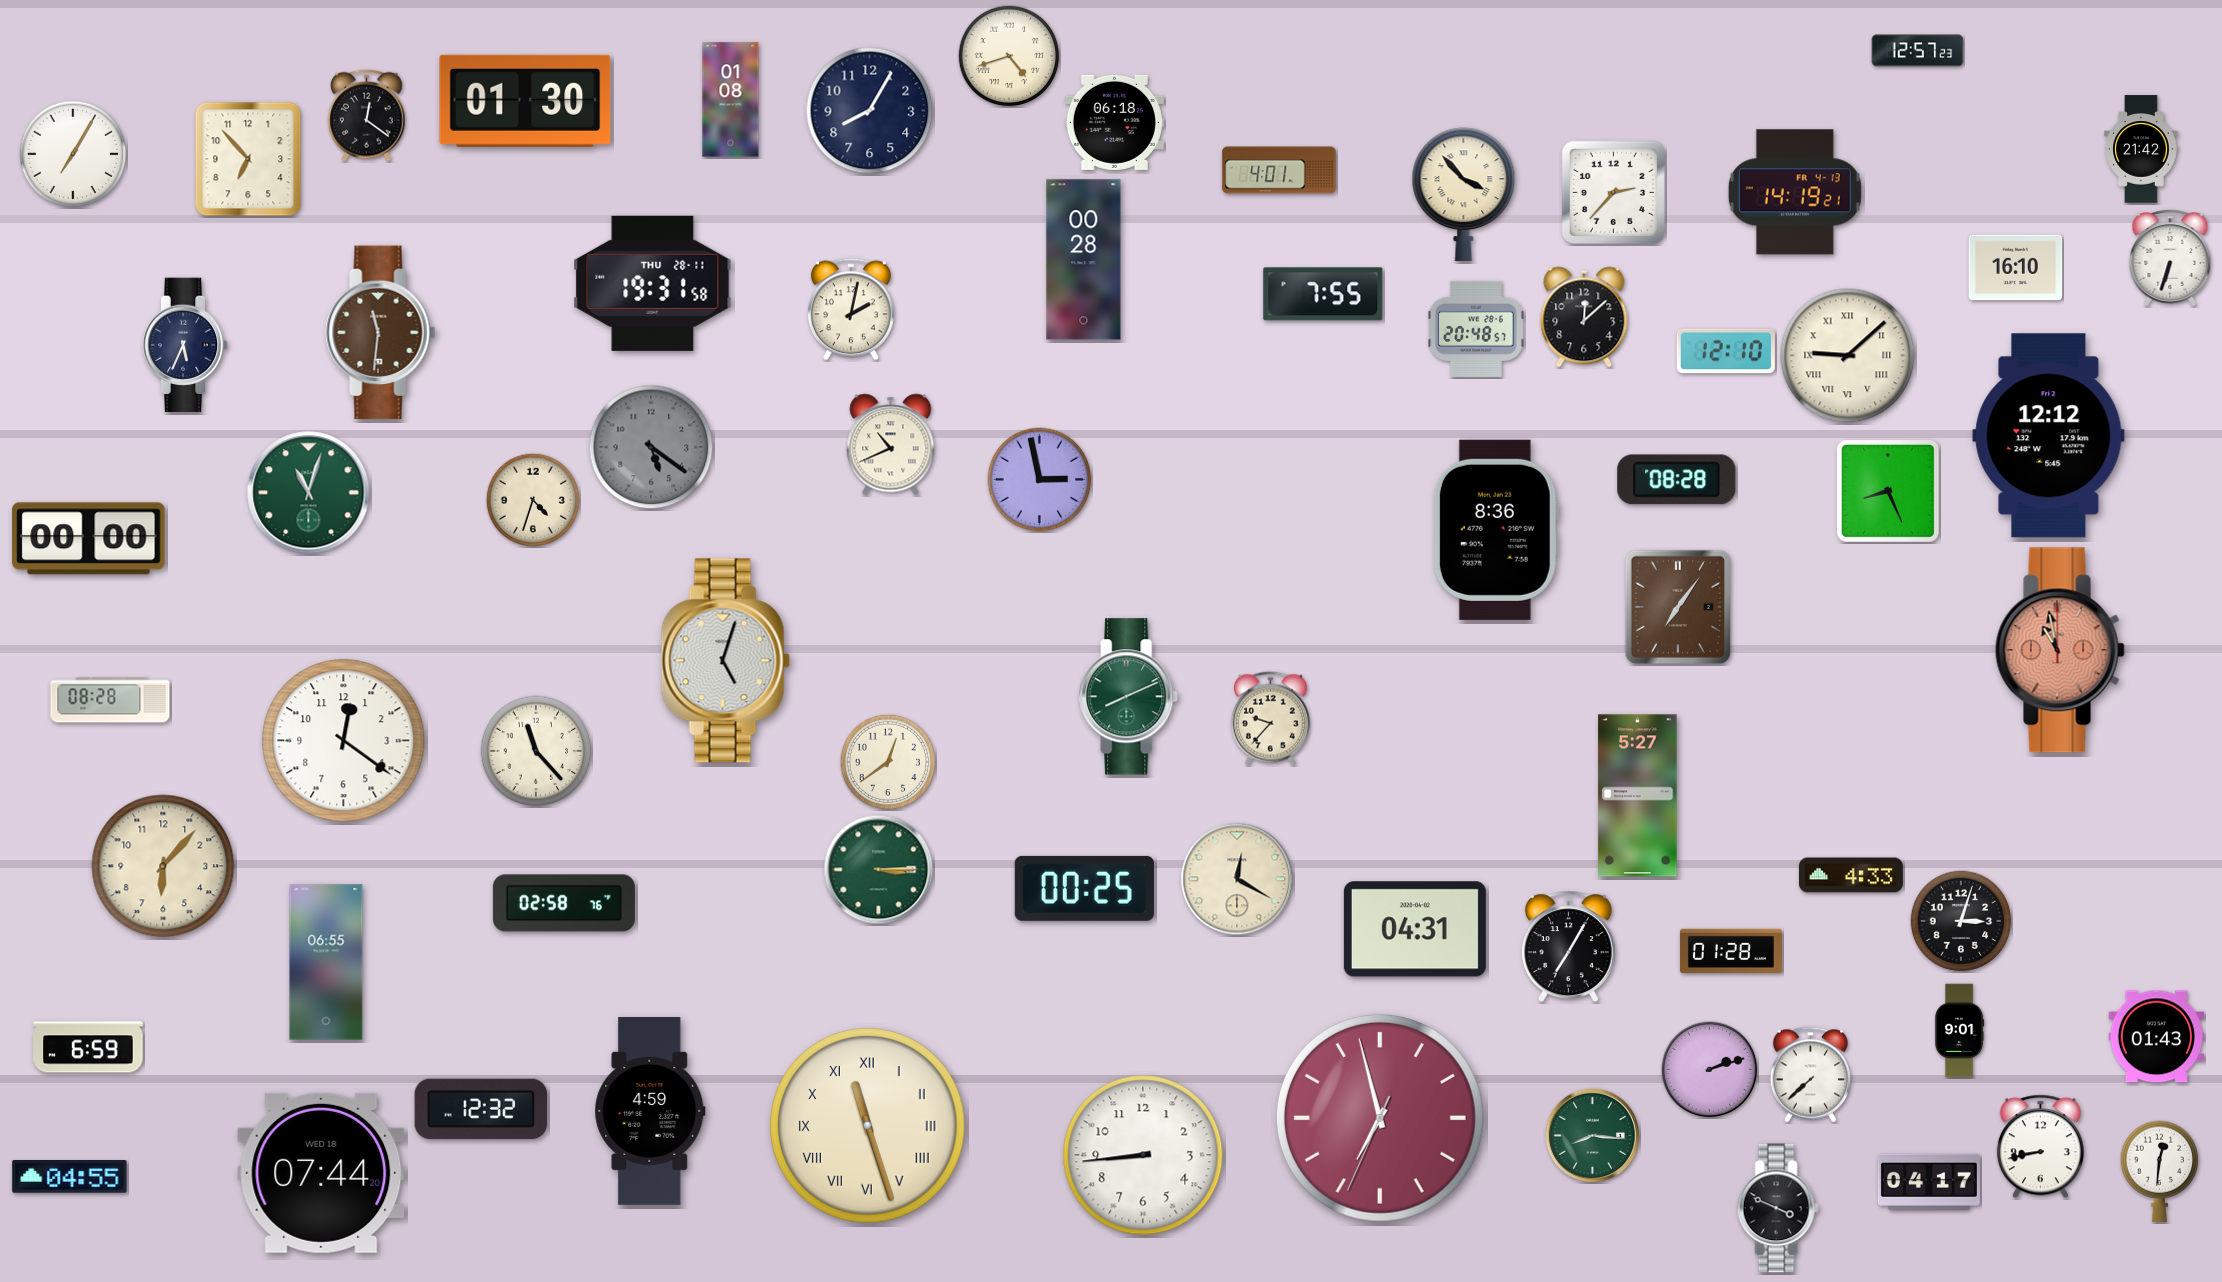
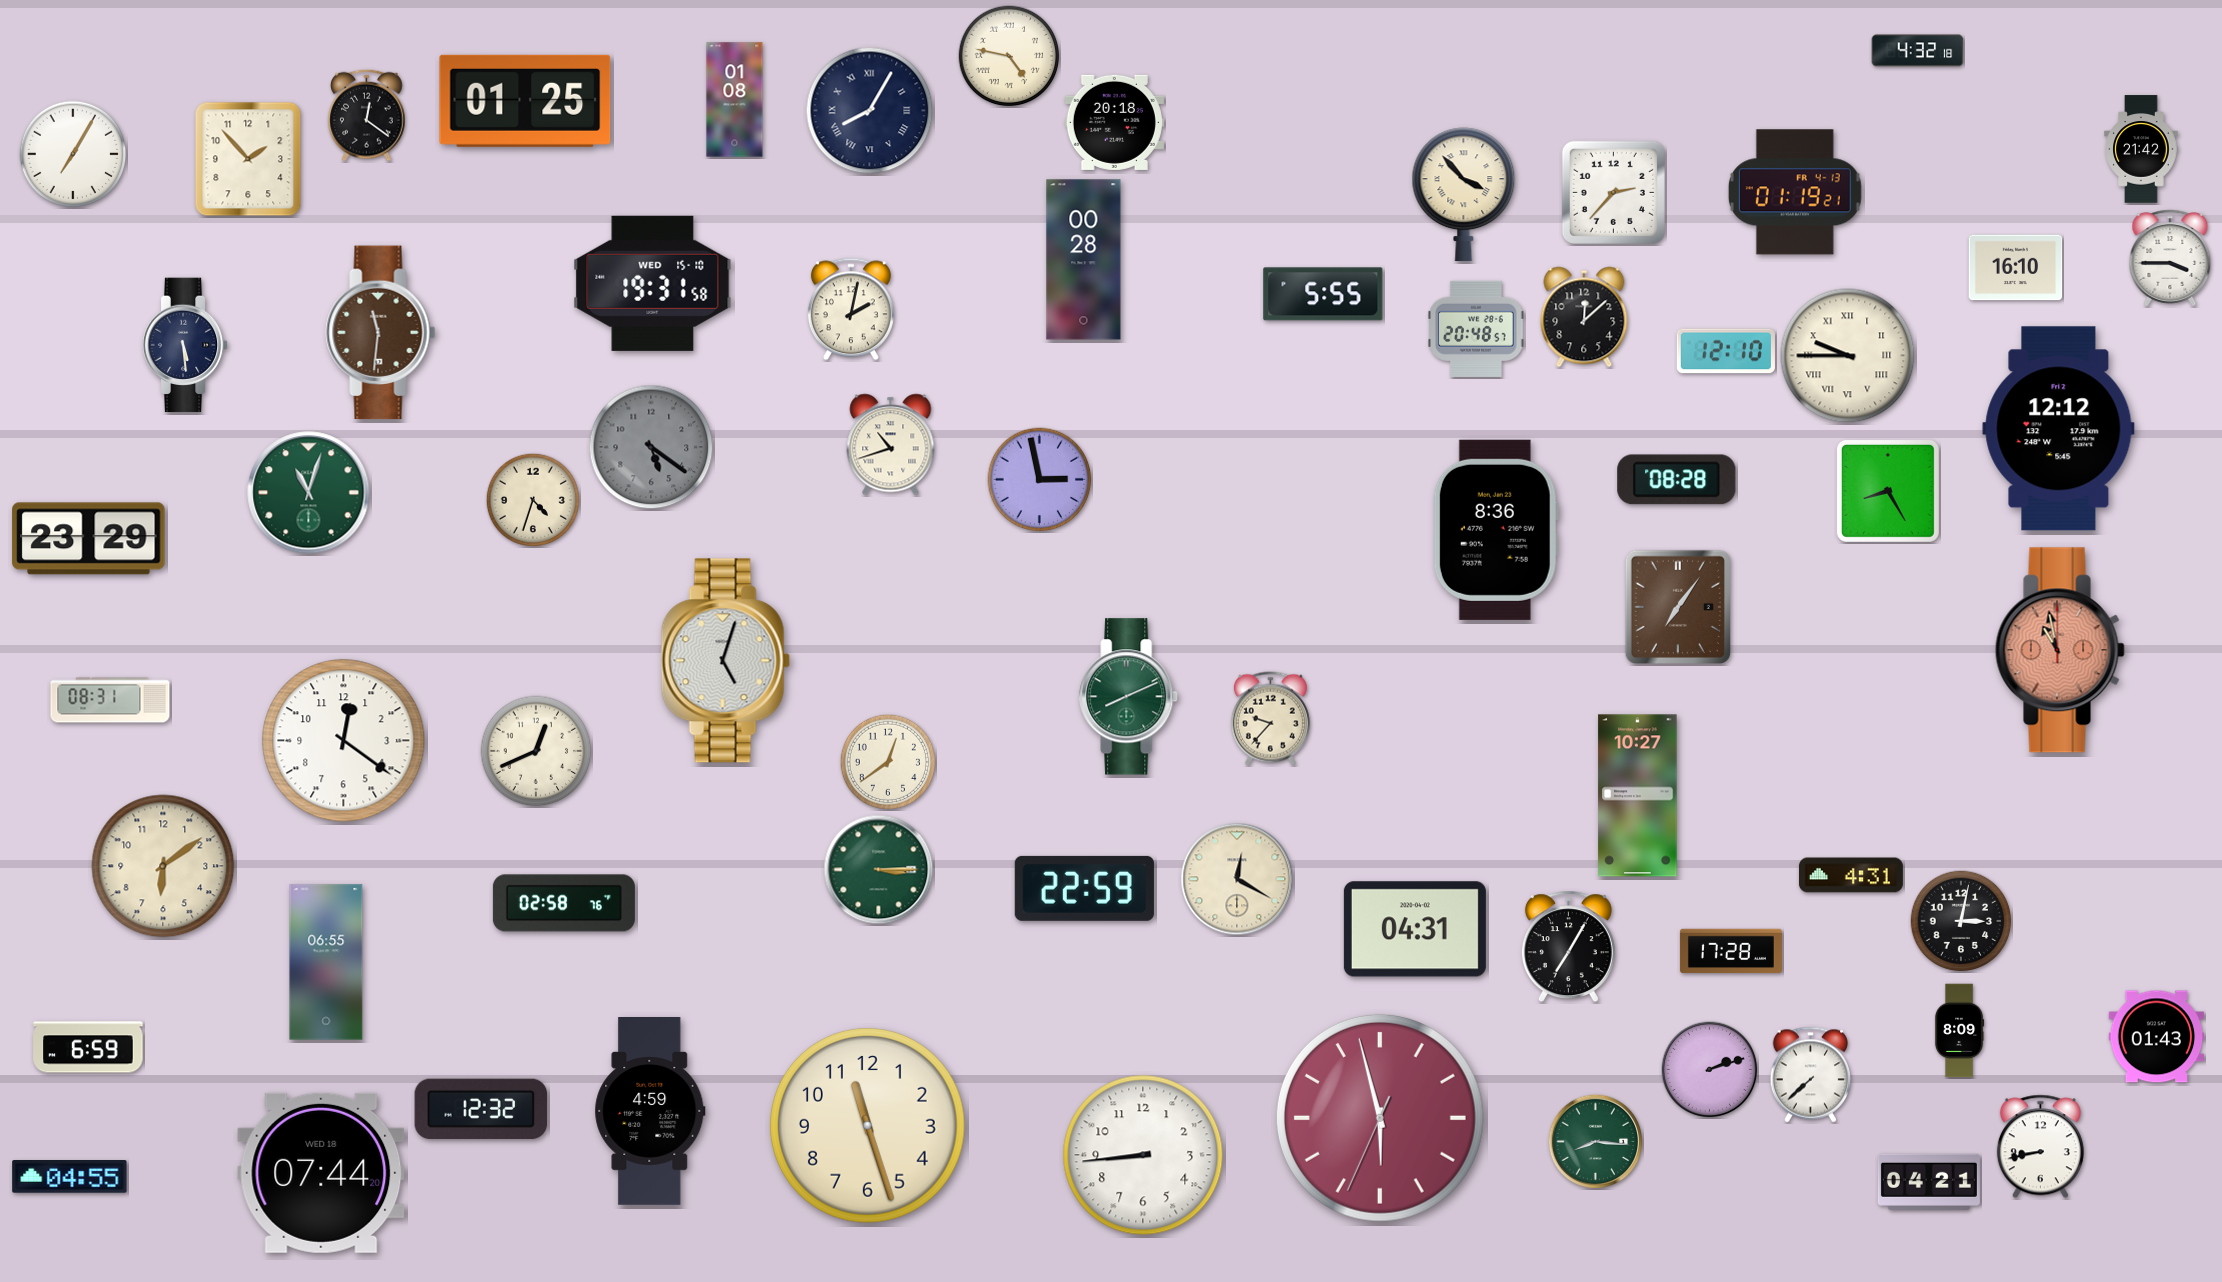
clock at (1918, 51): 12:57 -> 4:32
clock at (1009, 56): 4:42 -> 4:47
clock at (731, 100) position: (731, 100) -> (735, 100)
clock at (525, 101): 01:30 -> 01:25
clock at (870, 111) numerals: Arabic -> Roman
clock at (1114, 122): 06:18 -> 20:18
clock at (248, 159): 6:53 -> 1:53
clock at (1279, 170): 4:01 -> none
clock at (1795, 192): 14:19 -> 01:19
clock at (2170, 258): 6:33 -> 3:45
clock at (653, 283) date: THU 28-11 -> WED 15-10
clock at (1323, 294): 7:55 -> 5:55
clock at (185, 345): 5:34 -> 5:29
clock at (1848, 356): 9:08 -> 9:45
clock at (2049, 436) position: (2049, 436) -> (2059, 429)
clock at (891, 445): 10:41 -> 10:42
clock at (1888, 491): 8:26 -> 8:25
clock at (89, 539): 00:00 -> 23:29
clock at (110, 700): 08:28 -> 08:31
clock at (536, 751): 11:23 -> 12:41
clock at (1638, 796): 5:27 -> 10:27
clock at (163, 866): 6:07 -> 6:09
clock at (1851, 875): 4:33 -> 4:31
clock at (1084, 888): 00:25 -> 22:59
clock at (1961, 921): 3:03 -> 3:02
clock at (1731, 951): 01:28 -> 17:28
clock at (1959, 1031): 9:01 -> 8:09
clock at (1380, 1118): 6:57 -> 5:57
clock at (868, 1126) numerals: Roman -> Arabic
clock at (1592, 1135) position: (1592, 1135) -> (1595, 1141)
clock at (2159, 1171): 12:31 -> none
clock at (1929, 1182): 04:17 -> 04:21
clock at (1778, 1208): 3:49 -> none
